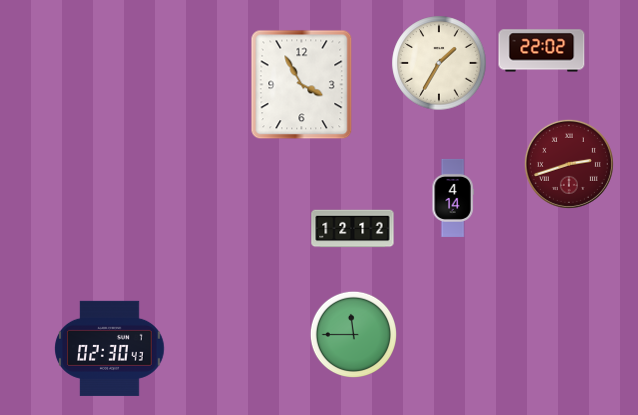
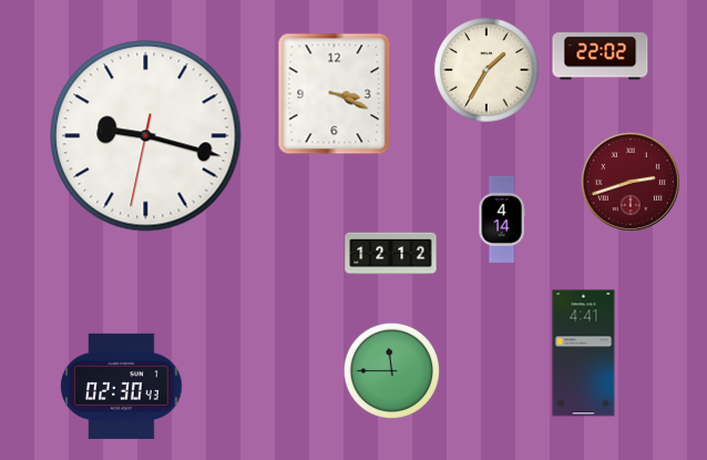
clock at (302, 85): 3:55 -> 3:19
clock at (146, 136): none -> 9:17
clock at (584, 354): none -> 4:41
